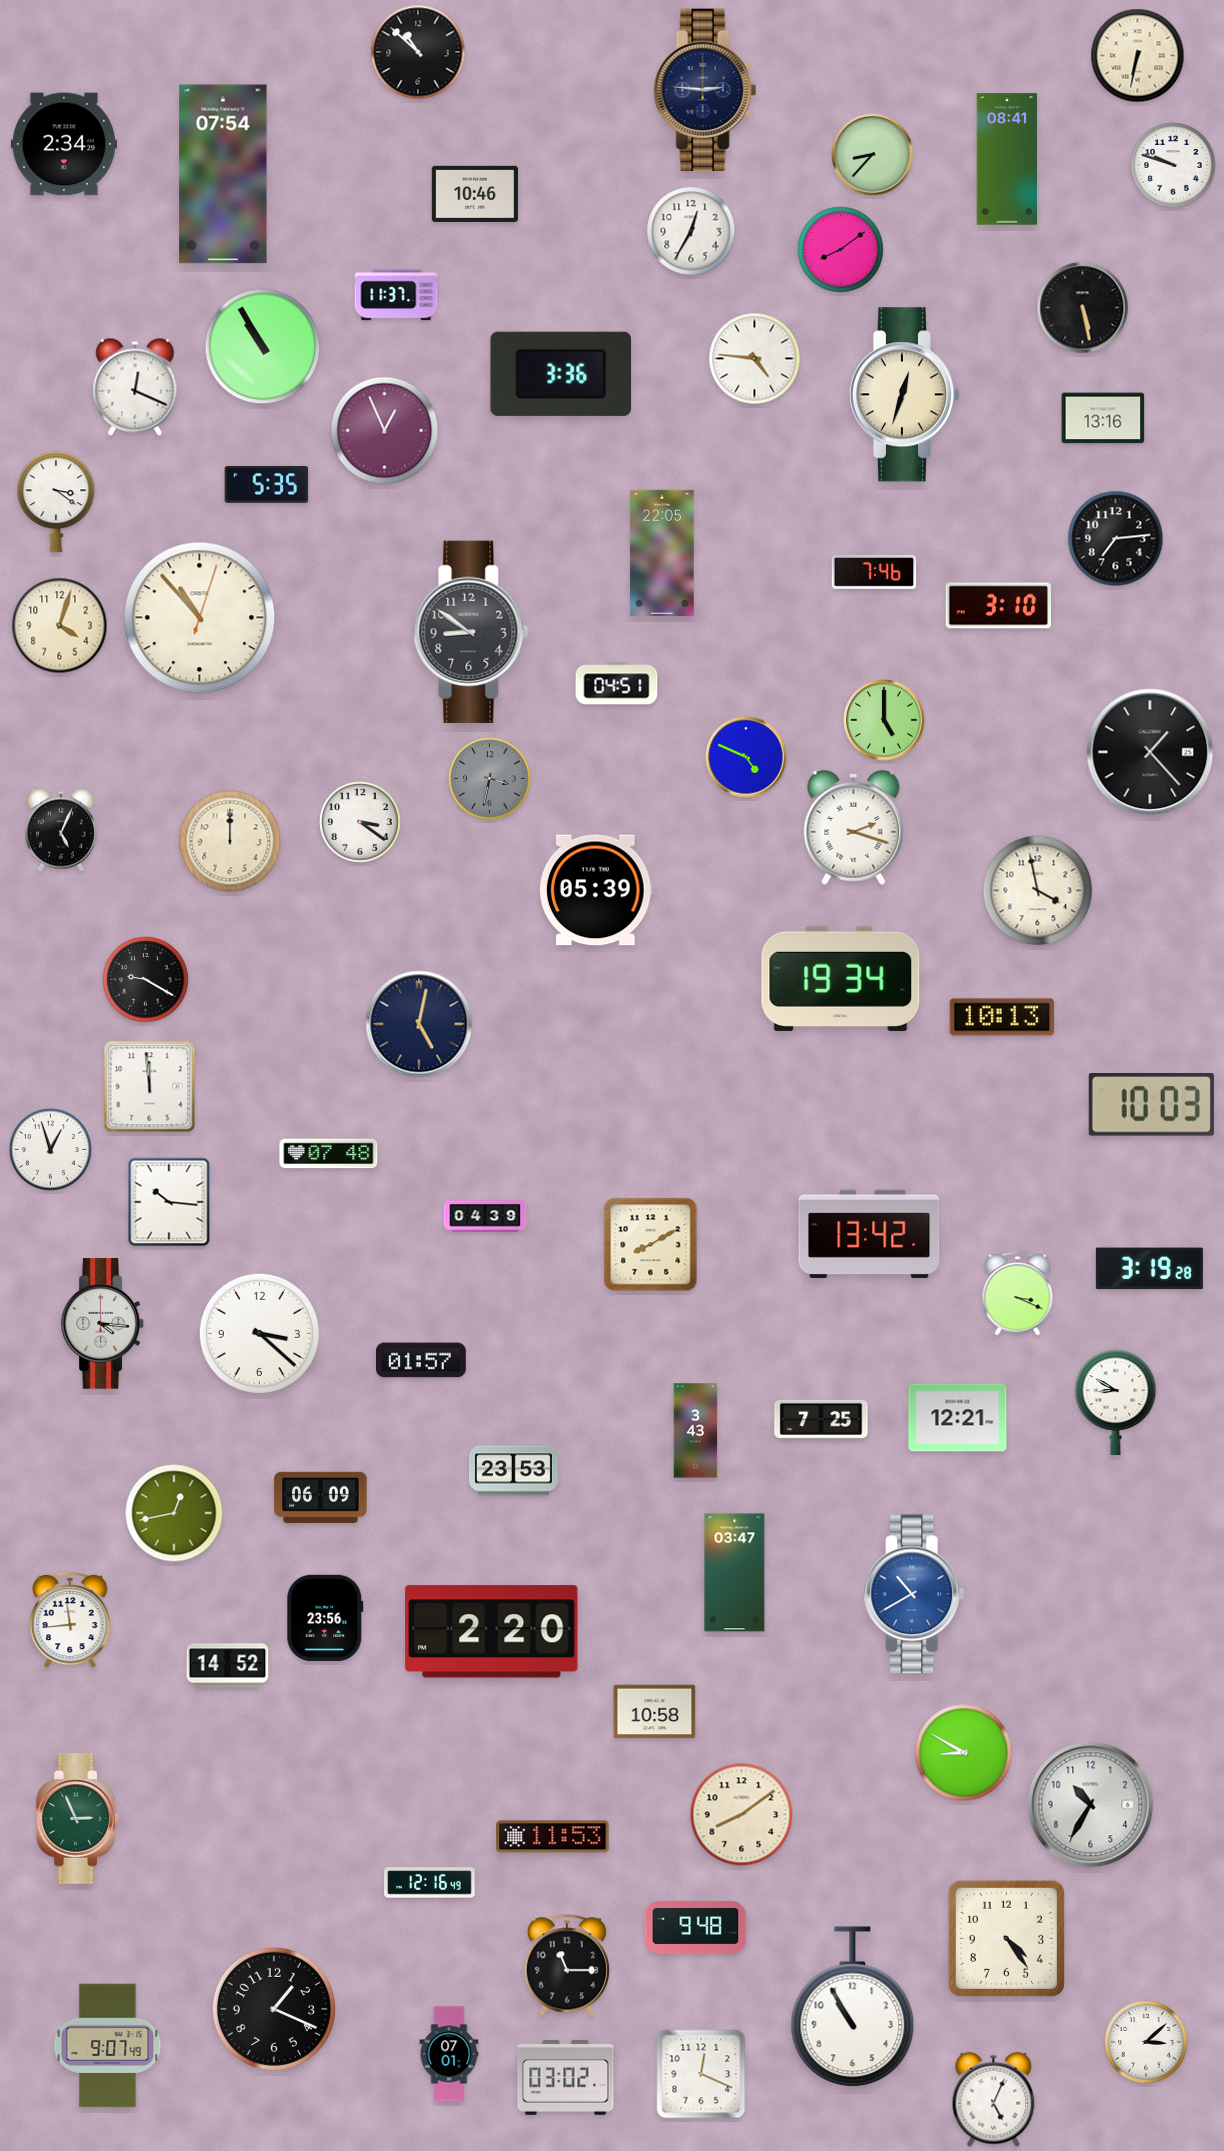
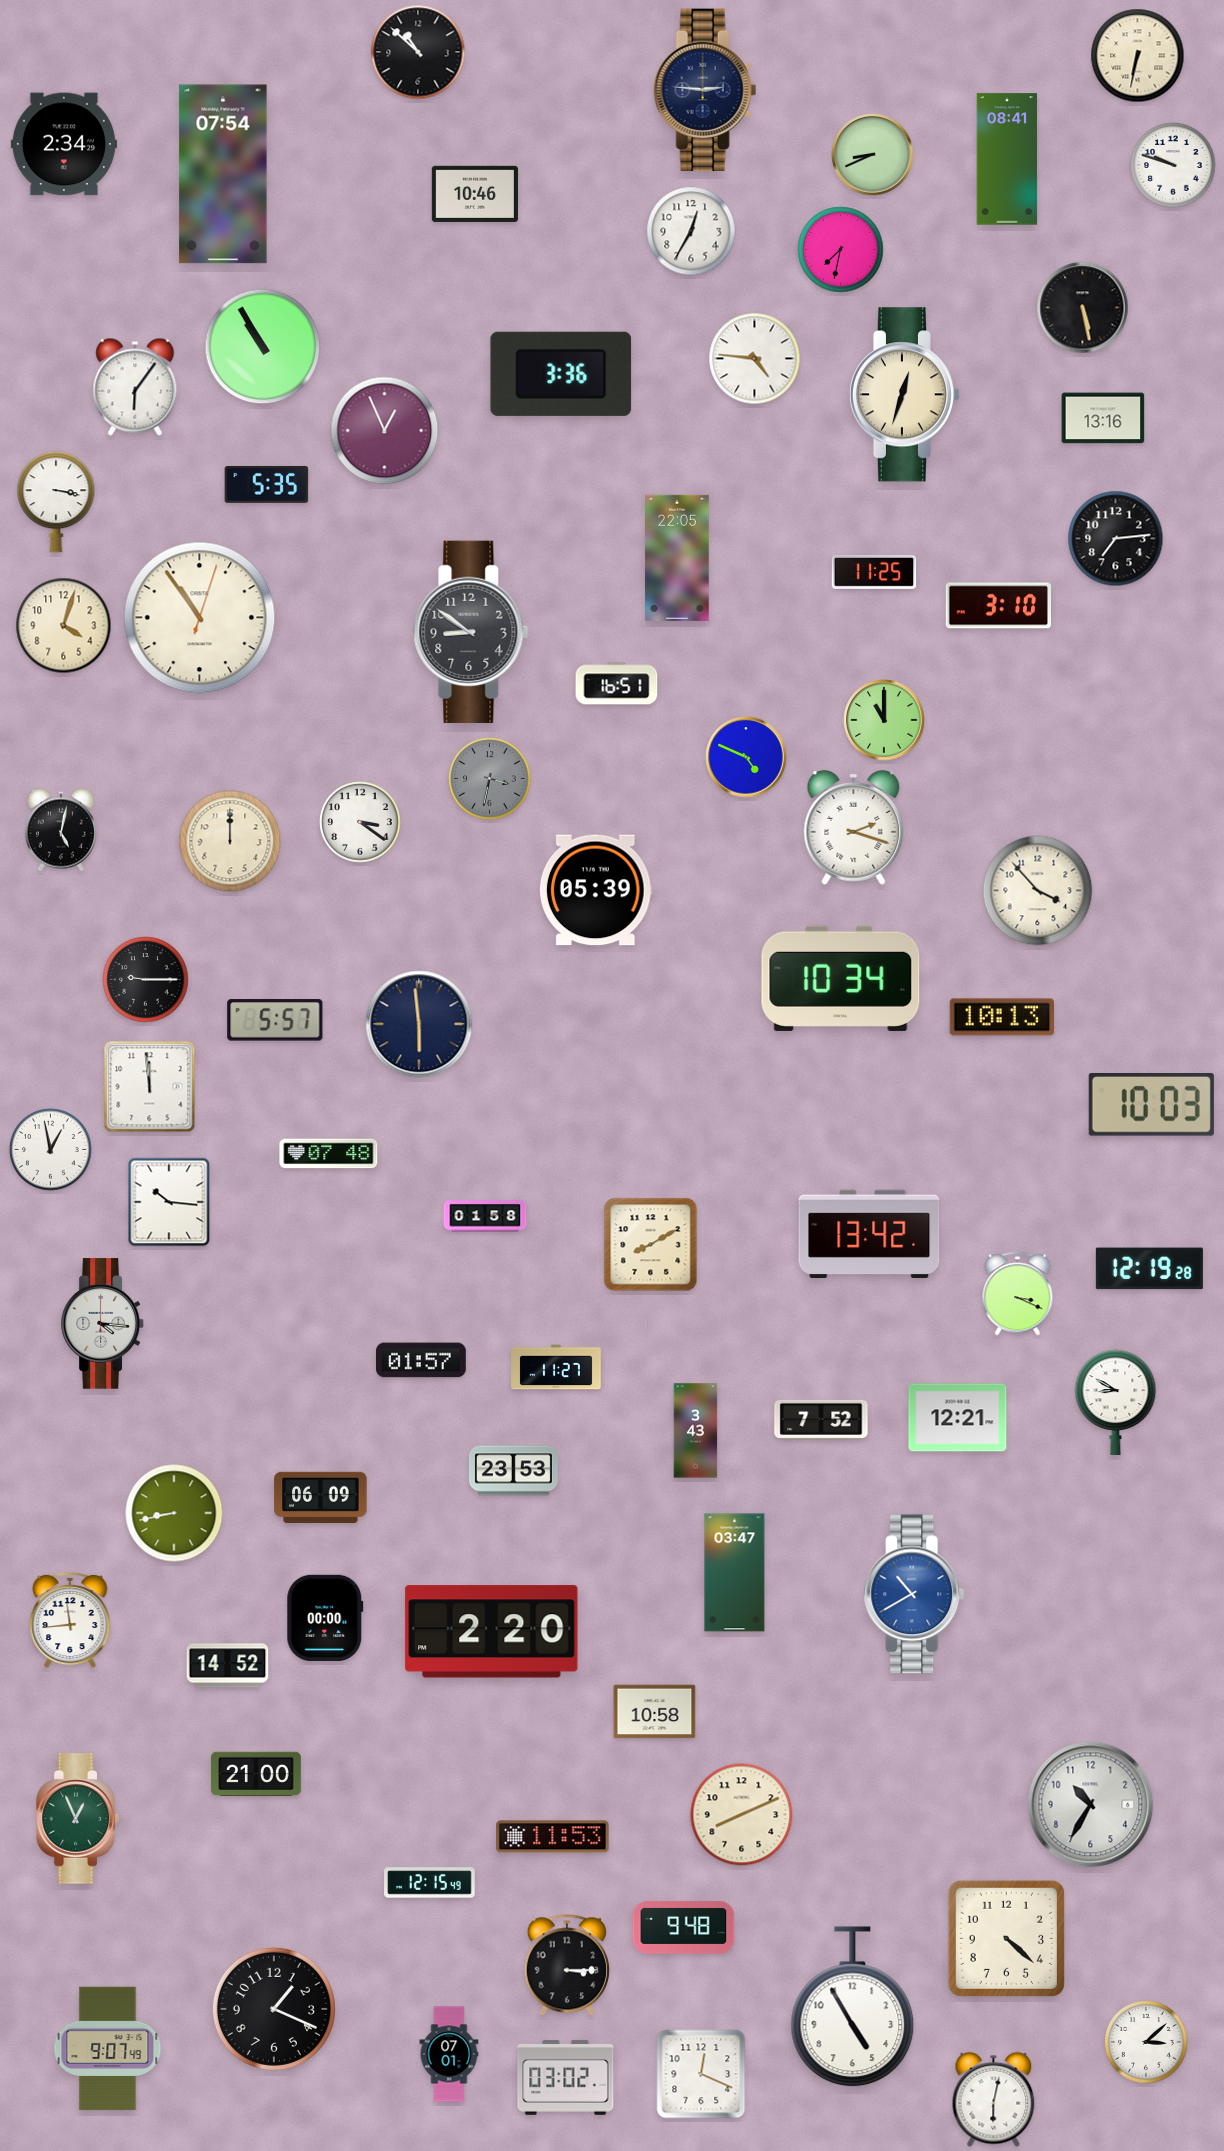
clock at (873, 155): 8:37 -> 8:41
clock at (841, 250): 8:09 -> 7:32
clock at (396, 295): 11:37 -> none
clock at (135, 387): 12:19 -> 6:06
clock at (56, 502): 3:21 -> 3:17
clock at (662, 553) position: (662, 553) -> (677, 558)
clock at (874, 572): 7:46 -> 11:25
clock at (200, 618): 10:53 -> 10:54
clock at (60, 626) position: (60, 626) -> (64, 626)
clock at (617, 684): 04:51 -> 16:51
clock at (884, 720): 5:00 -> 11:00
clock at (1150, 752): 1:23 -> none
clock at (61, 830): 5:04 -> 5:02
clock at (1038, 891): 3:58 -> 3:53
clock at (841, 978): 19:34 -> 10:34
clock at (146, 980): 9:20 -> 9:15
clock at (275, 1020): none -> 5:57
clock at (419, 1024): 5:02 -> 5:59
clock at (51, 1150): 12:57 -> 12:58
clock at (485, 1216): 04:39 -> 01:58
clock at (1149, 1269): 3:19 -> 12:19
clock at (259, 1333): 3:22 -> none
clock at (556, 1367): none -> 11:27
clock at (821, 1420): 7:25 -> 7:52
clock at (174, 1513): 12:43 -> 8:43
clock at (325, 1618): 23:56 -> 00:00
clock at (964, 1753): 8:50 -> none
clock at (257, 1774): none -> 21:00
clock at (742, 1815): 8:09 -> 8:11
clock at (78, 1819): 2:56 -> 12:56
clock at (430, 1883): 12:16 -> 12:15
clock at (696, 1927) position: (696, 1927) -> (684, 1927)
clock at (1006, 1938): 4:24 -> 4:22
clock at (567, 1965): 11:15 -> 3:15
clock at (853, 2007): 10:55 -> 4:55
clock at (108, 2046) position: (108, 2046) -> (108, 2049)
clock at (994, 2100): 5:04 -> 6:02
